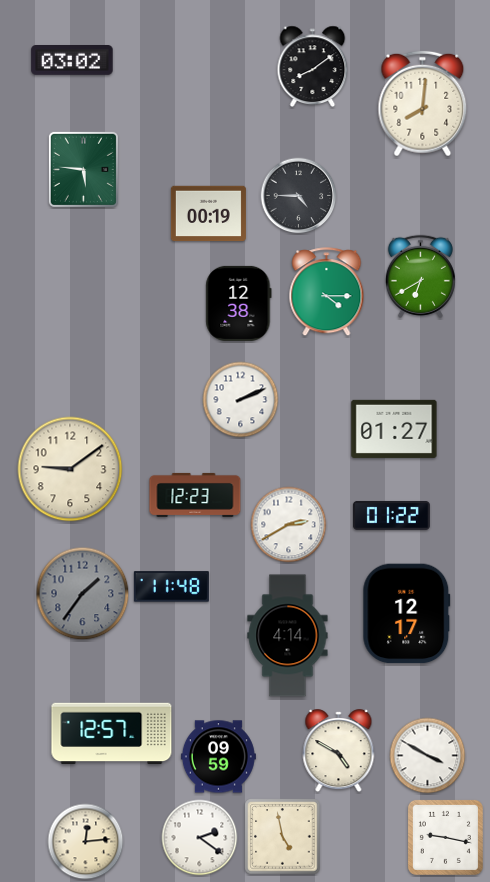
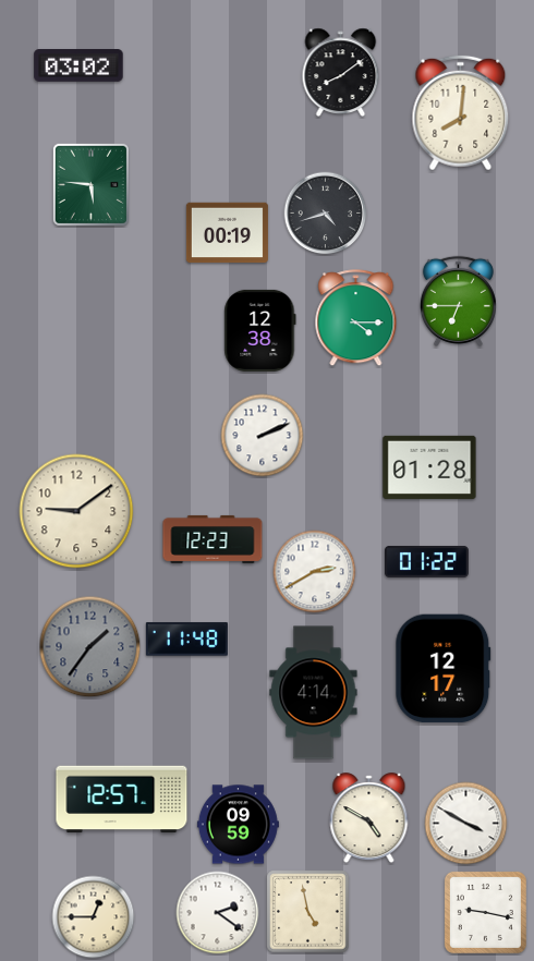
clock at (299, 196): 4:45 -> 4:42
clock at (420, 276): 6:40 -> 6:45
clock at (394, 429): 01:27 -> 01:28
clock at (86, 842): 12:14 -> 12:45
